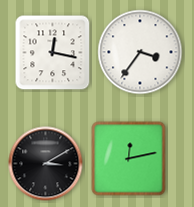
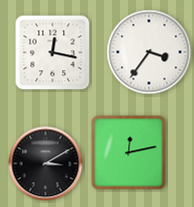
clock at (140, 52) position: (140, 52) -> (149, 52)
clock at (129, 159) position: (129, 159) -> (129, 153)
